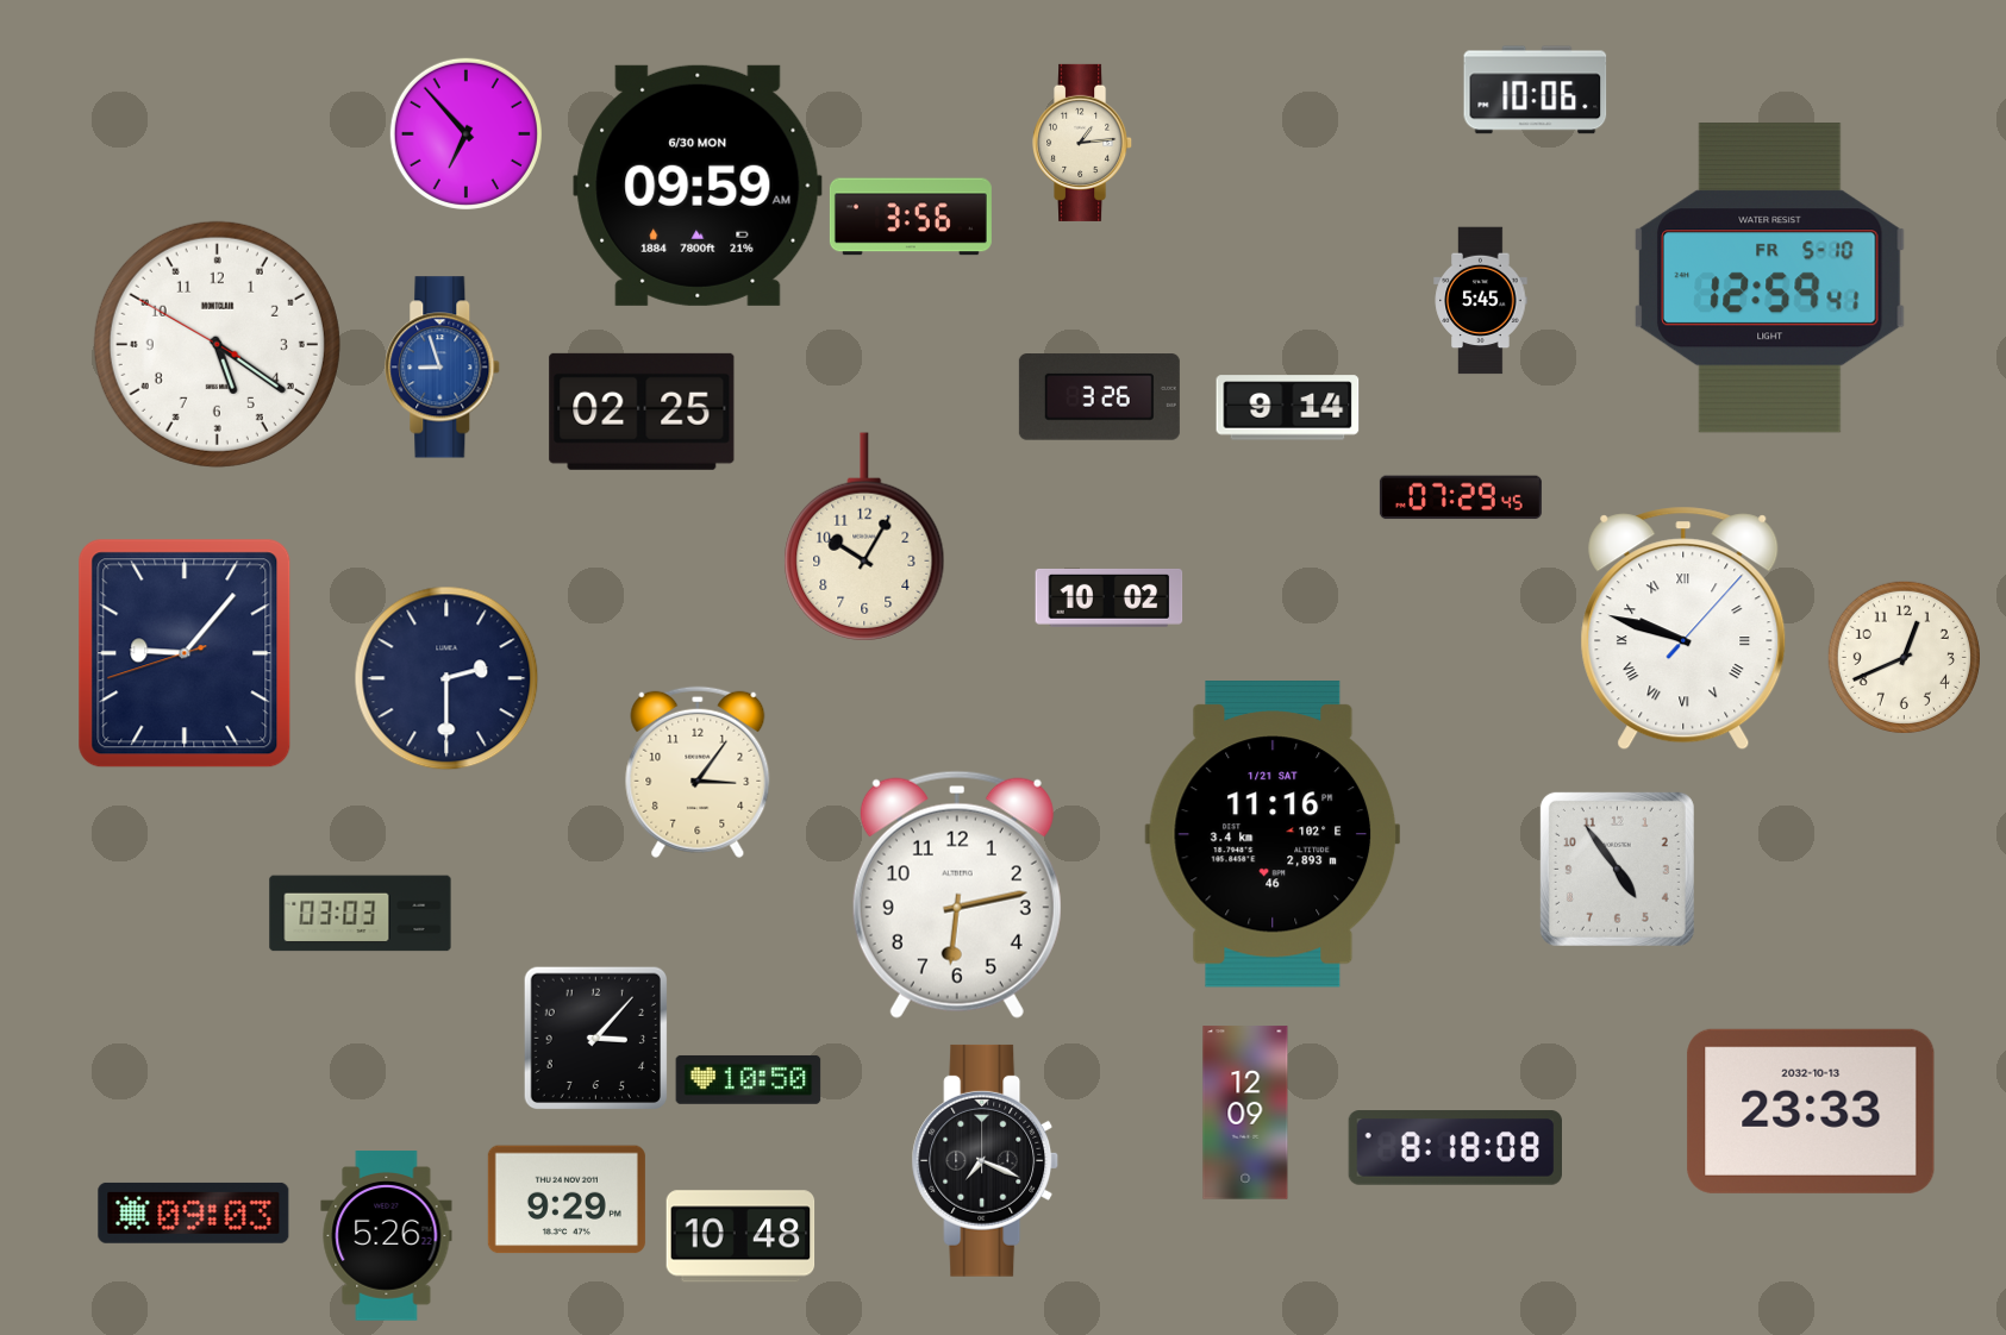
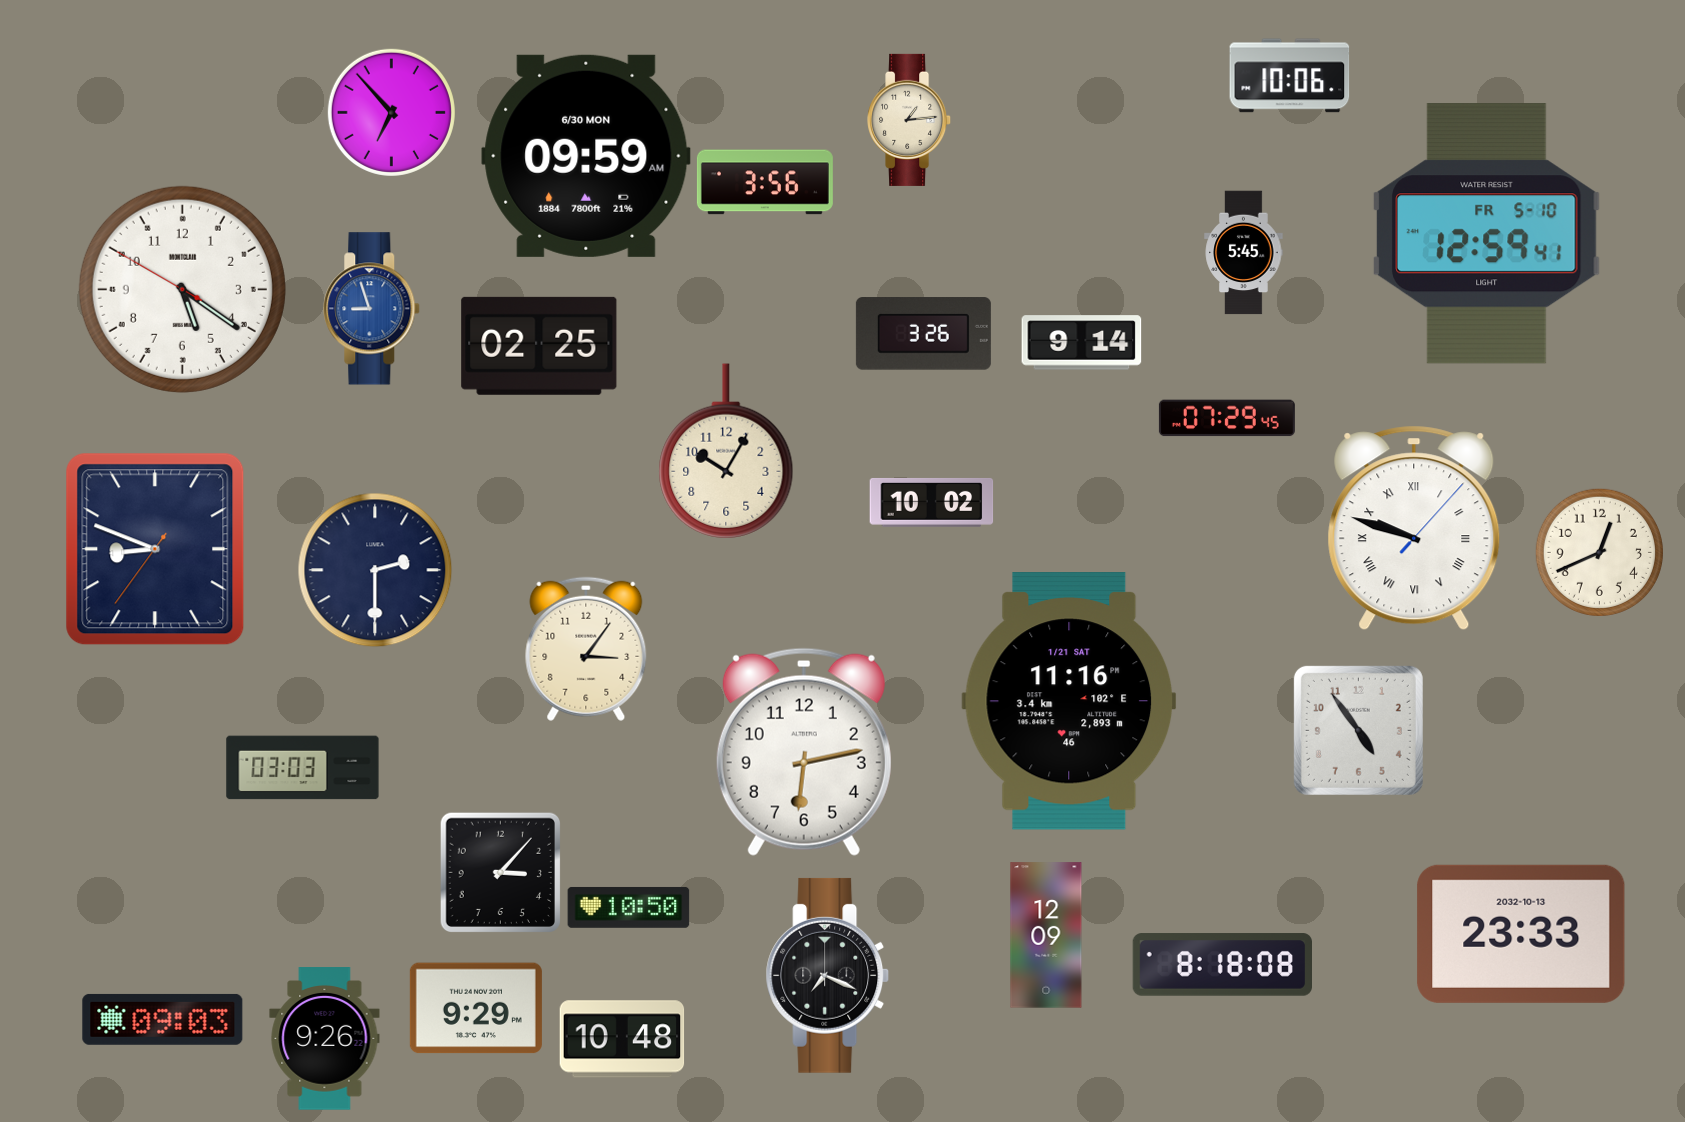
clock at (185, 653): 9:06 -> 8:48
clock at (387, 1236): 5:26 -> 9:26
